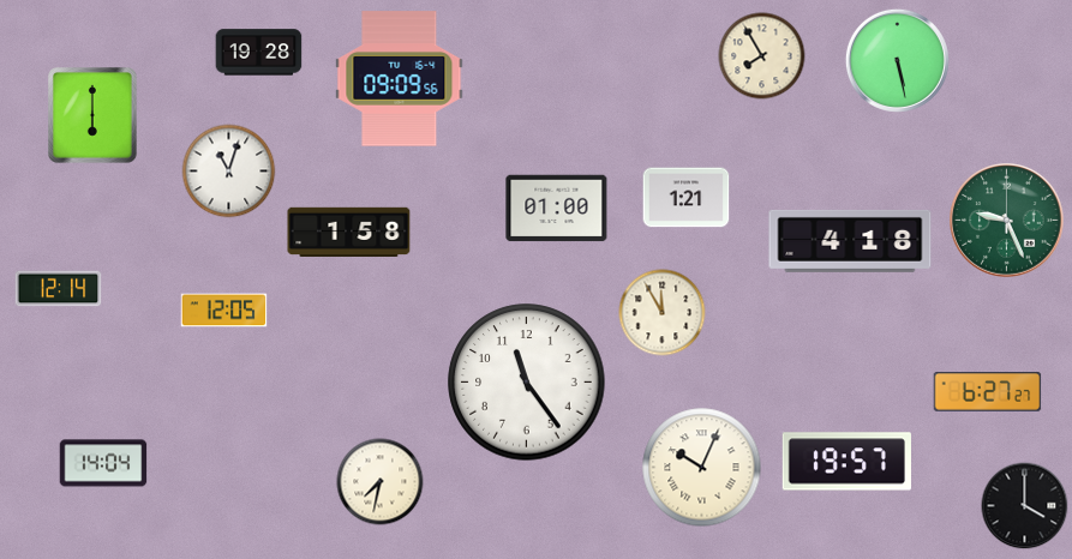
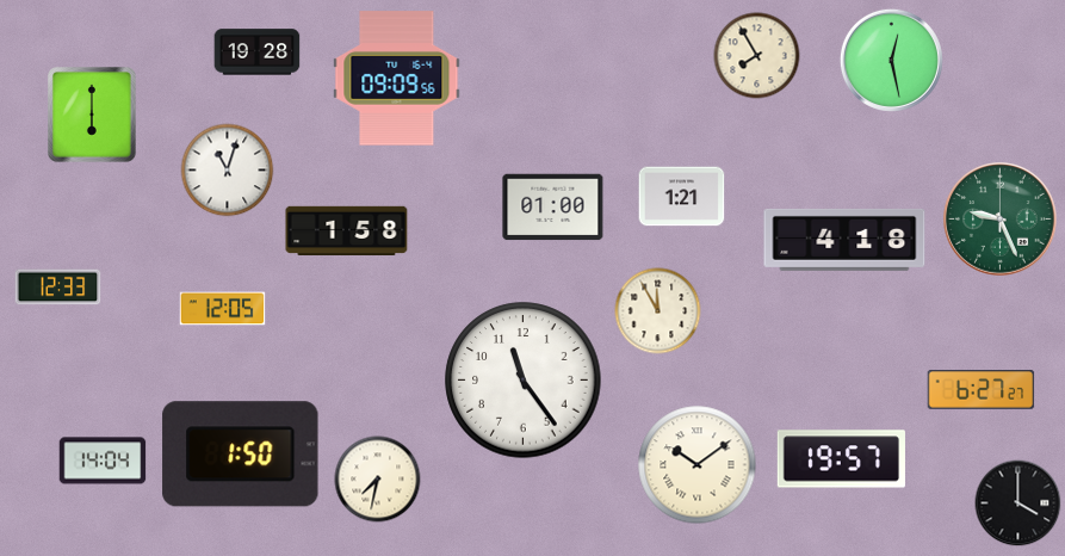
clock at (897, 60): 5:28 -> 12:28
clock at (59, 289): 12:14 -> 12:33
clock at (241, 455): none -> 1:50
clock at (702, 468): 10:04 -> 10:09
